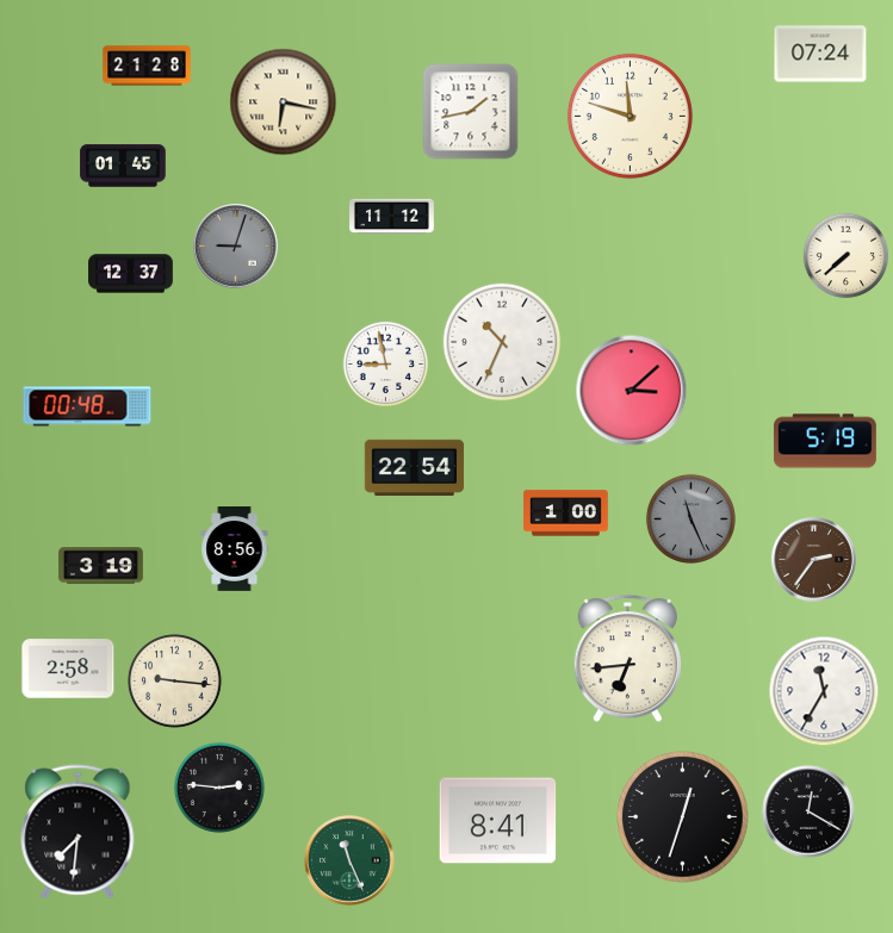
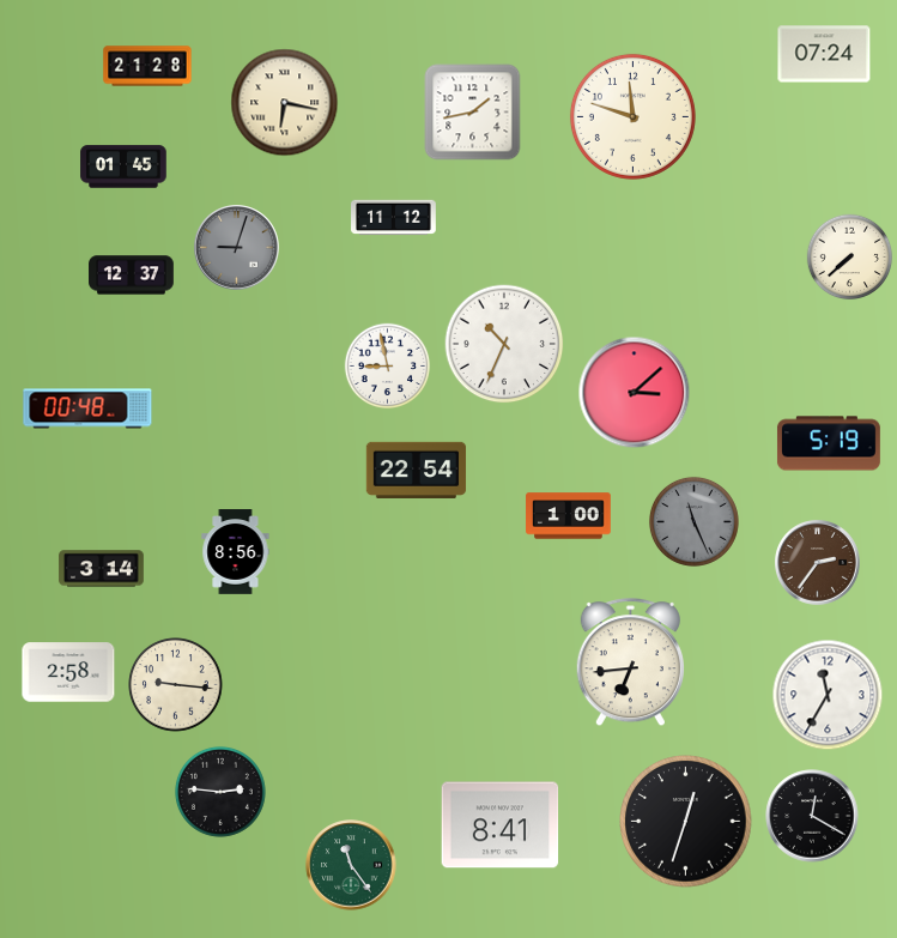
clock at (101, 566): 3:19 -> 3:14
clock at (77, 832): 7:31 -> none
clock at (349, 860): 11:26 -> 11:24
